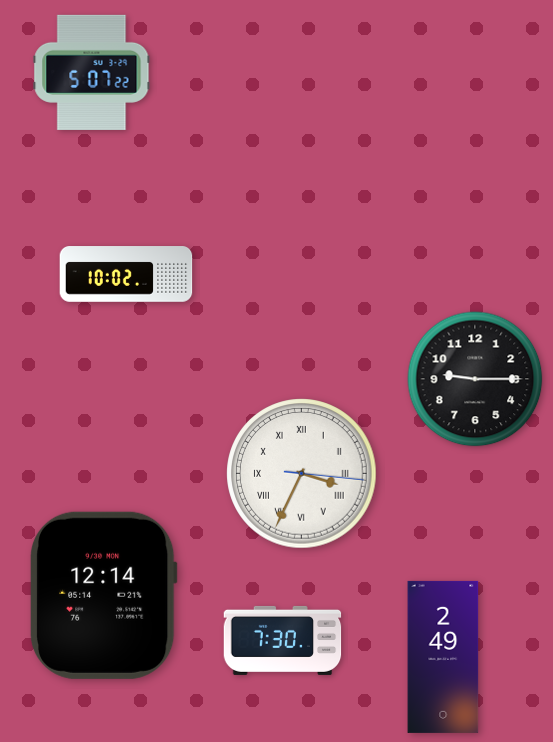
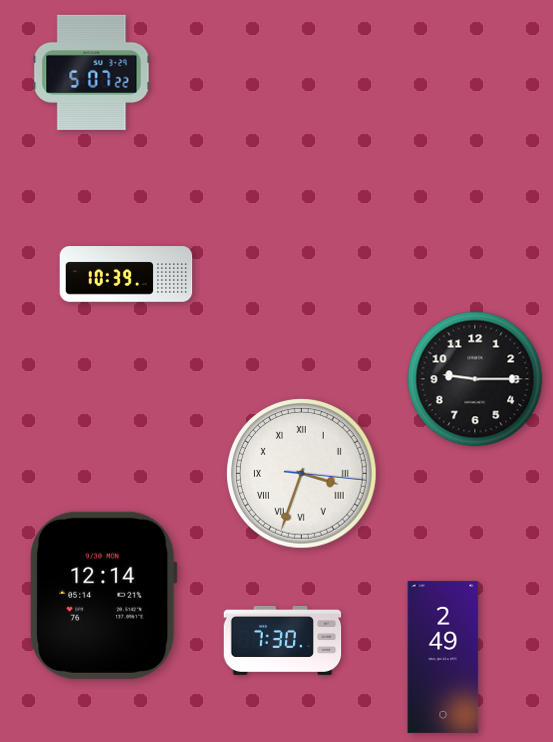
clock at (126, 274): 10:02 -> 10:39
clock at (302, 474): 3:34 -> 3:33
